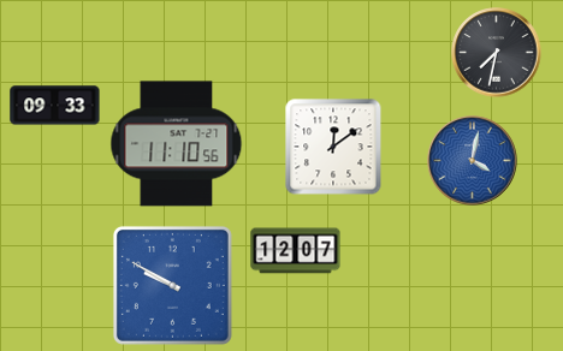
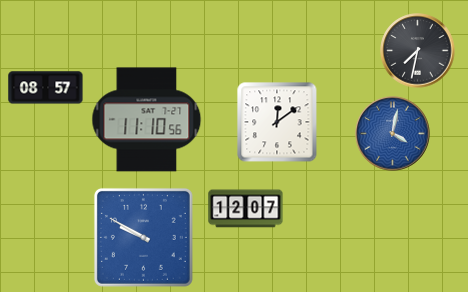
clock at (497, 53) position: (497, 53) -> (418, 51)
clock at (55, 106): 09:33 -> 08:57
